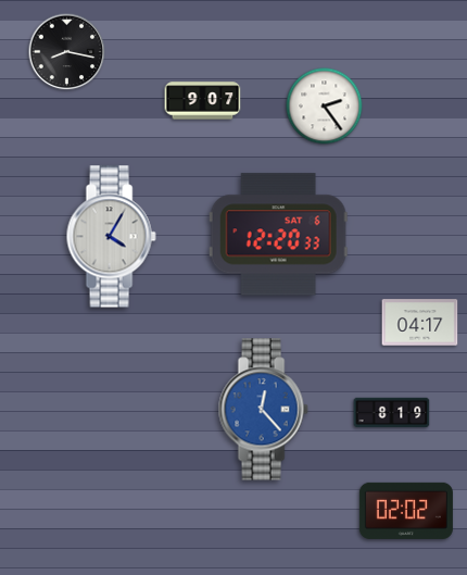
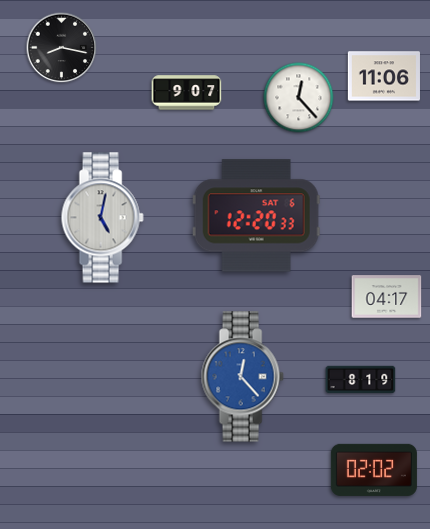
clock at (384, 76): none -> 11:06
clock at (325, 107): 2:24 -> 12:23
clock at (111, 237): 4:05 -> 5:02
